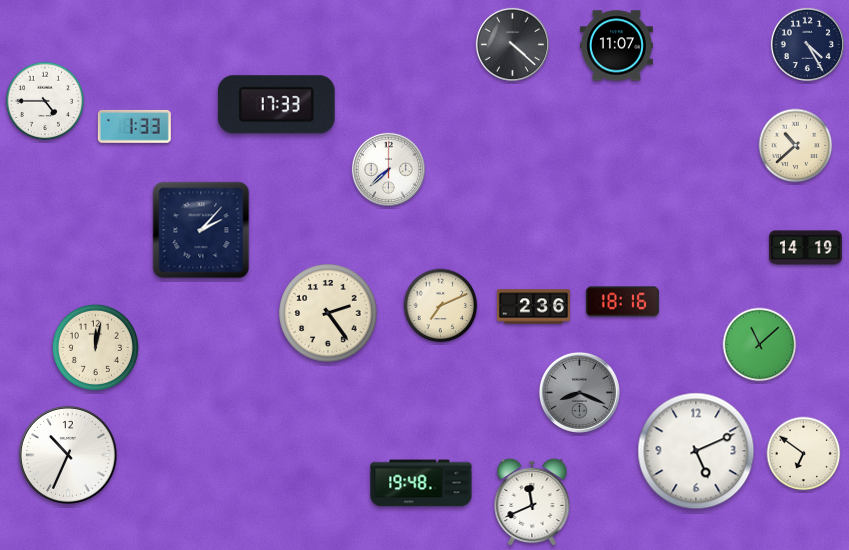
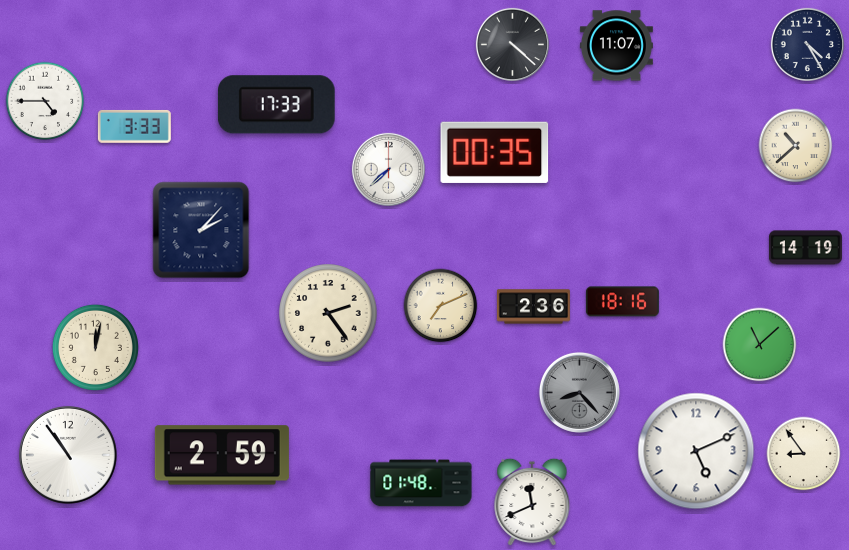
clock at (134, 126): 1:33 -> 3:33
clock at (495, 152): none -> 00:35
clock at (579, 392): 8:19 -> 8:23
clock at (804, 454): 6:51 -> 8:54
clock at (68, 455): 10:34 -> 10:54
clock at (222, 455): none -> 2:59
clock at (421, 483): 19:48 -> 01:48
